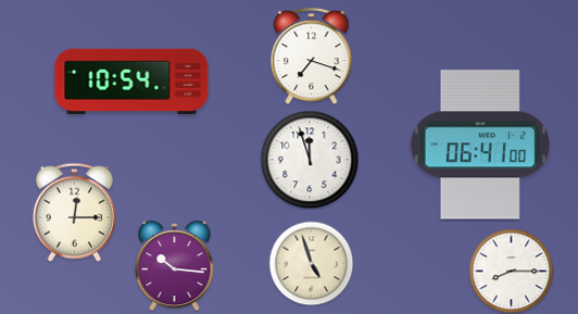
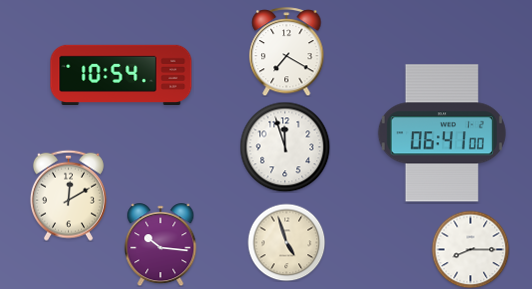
clock at (312, 56): 7:18 -> 7:20
clock at (74, 212): 12:15 -> 12:10
